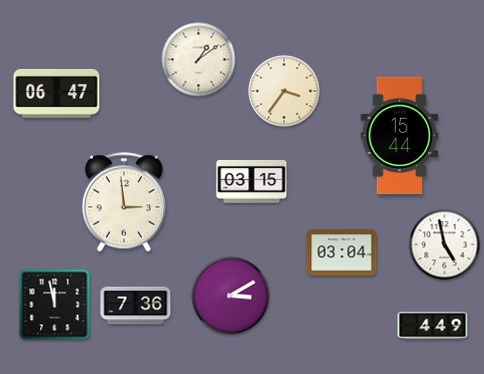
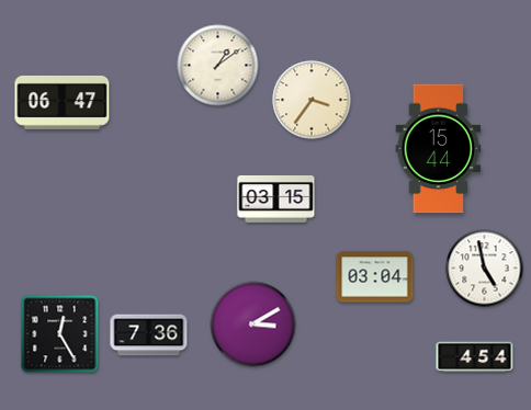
clock at (124, 202): 2:59 -> none
clock at (445, 245) position: (445, 245) -> (485, 269)
clock at (55, 305): 11:58 -> 12:25
clock at (433, 326): 4:49 -> 4:54
